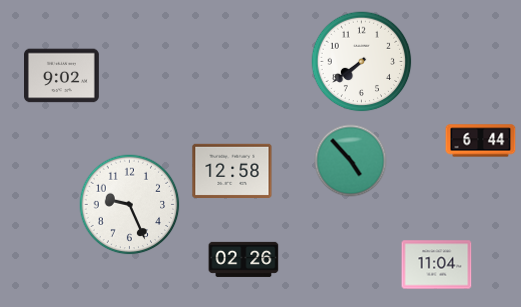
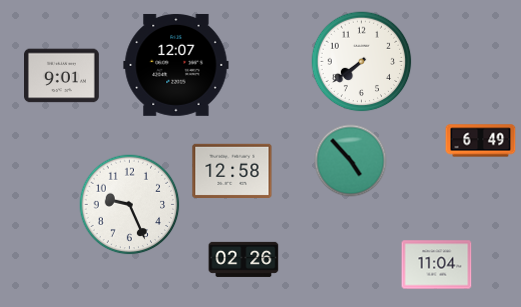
clock at (176, 65): none -> 12:07
clock at (62, 76): 9:02 -> 9:01
clock at (481, 141): 6:44 -> 6:49
